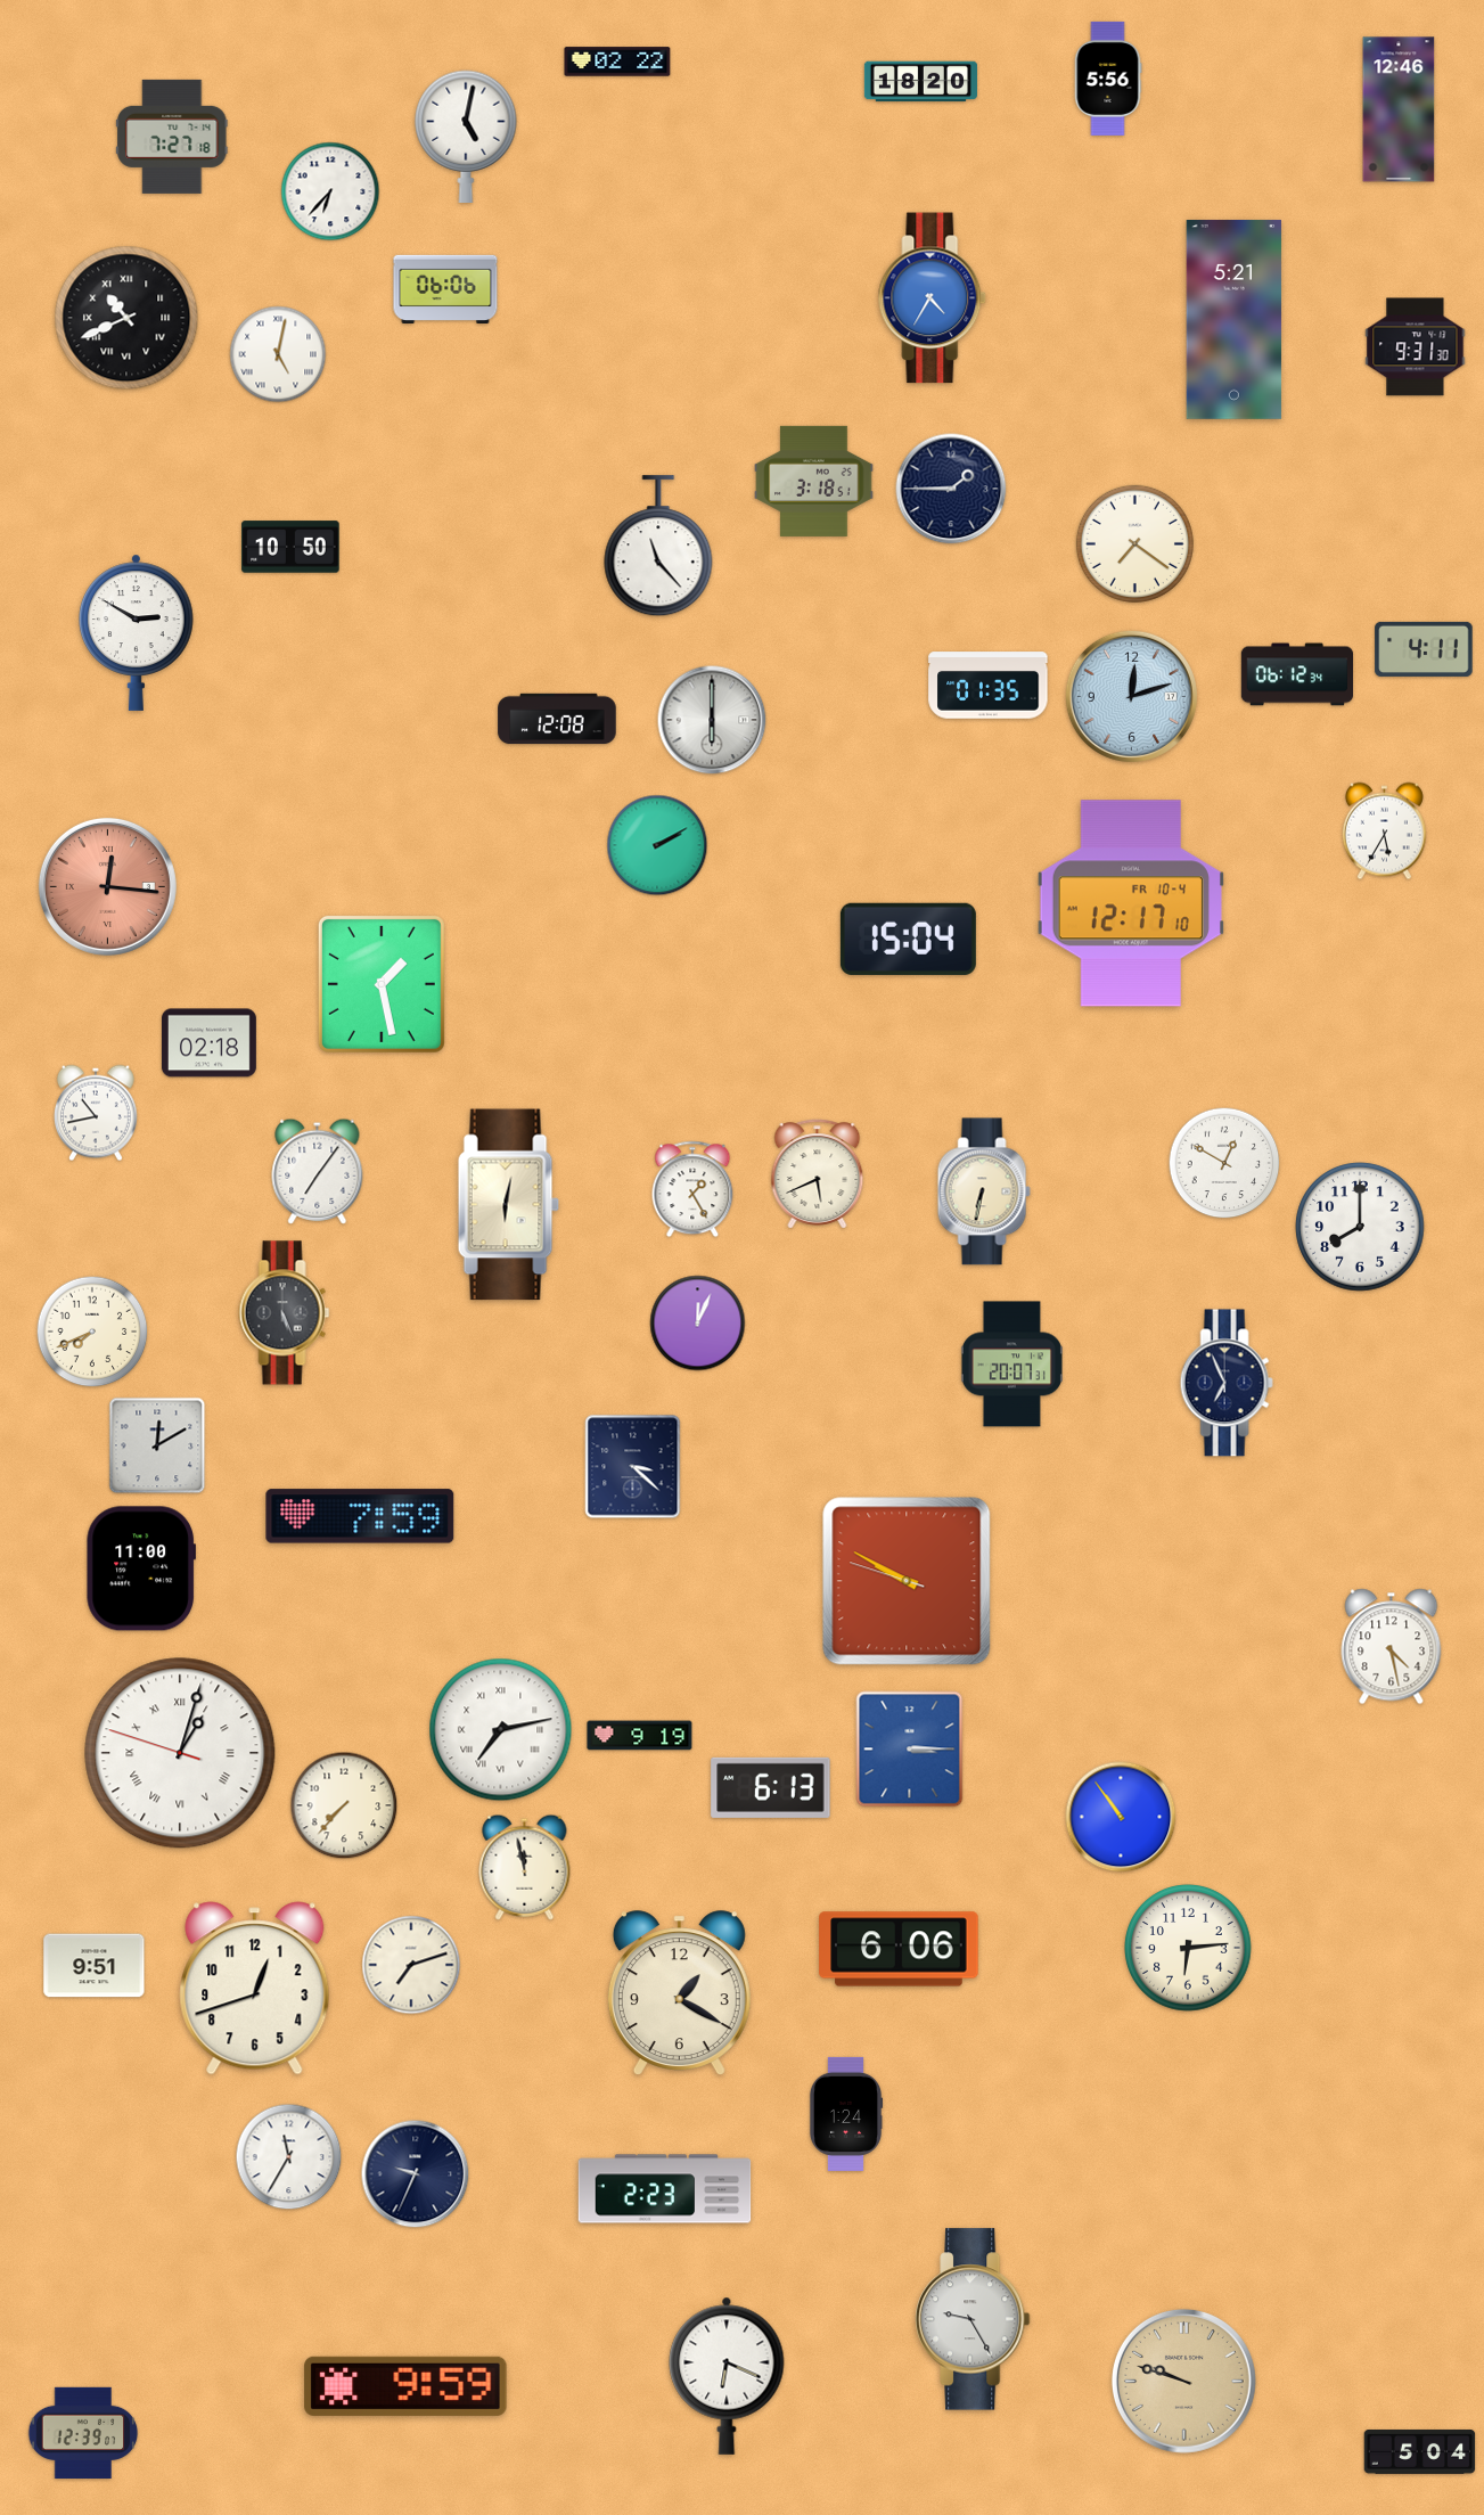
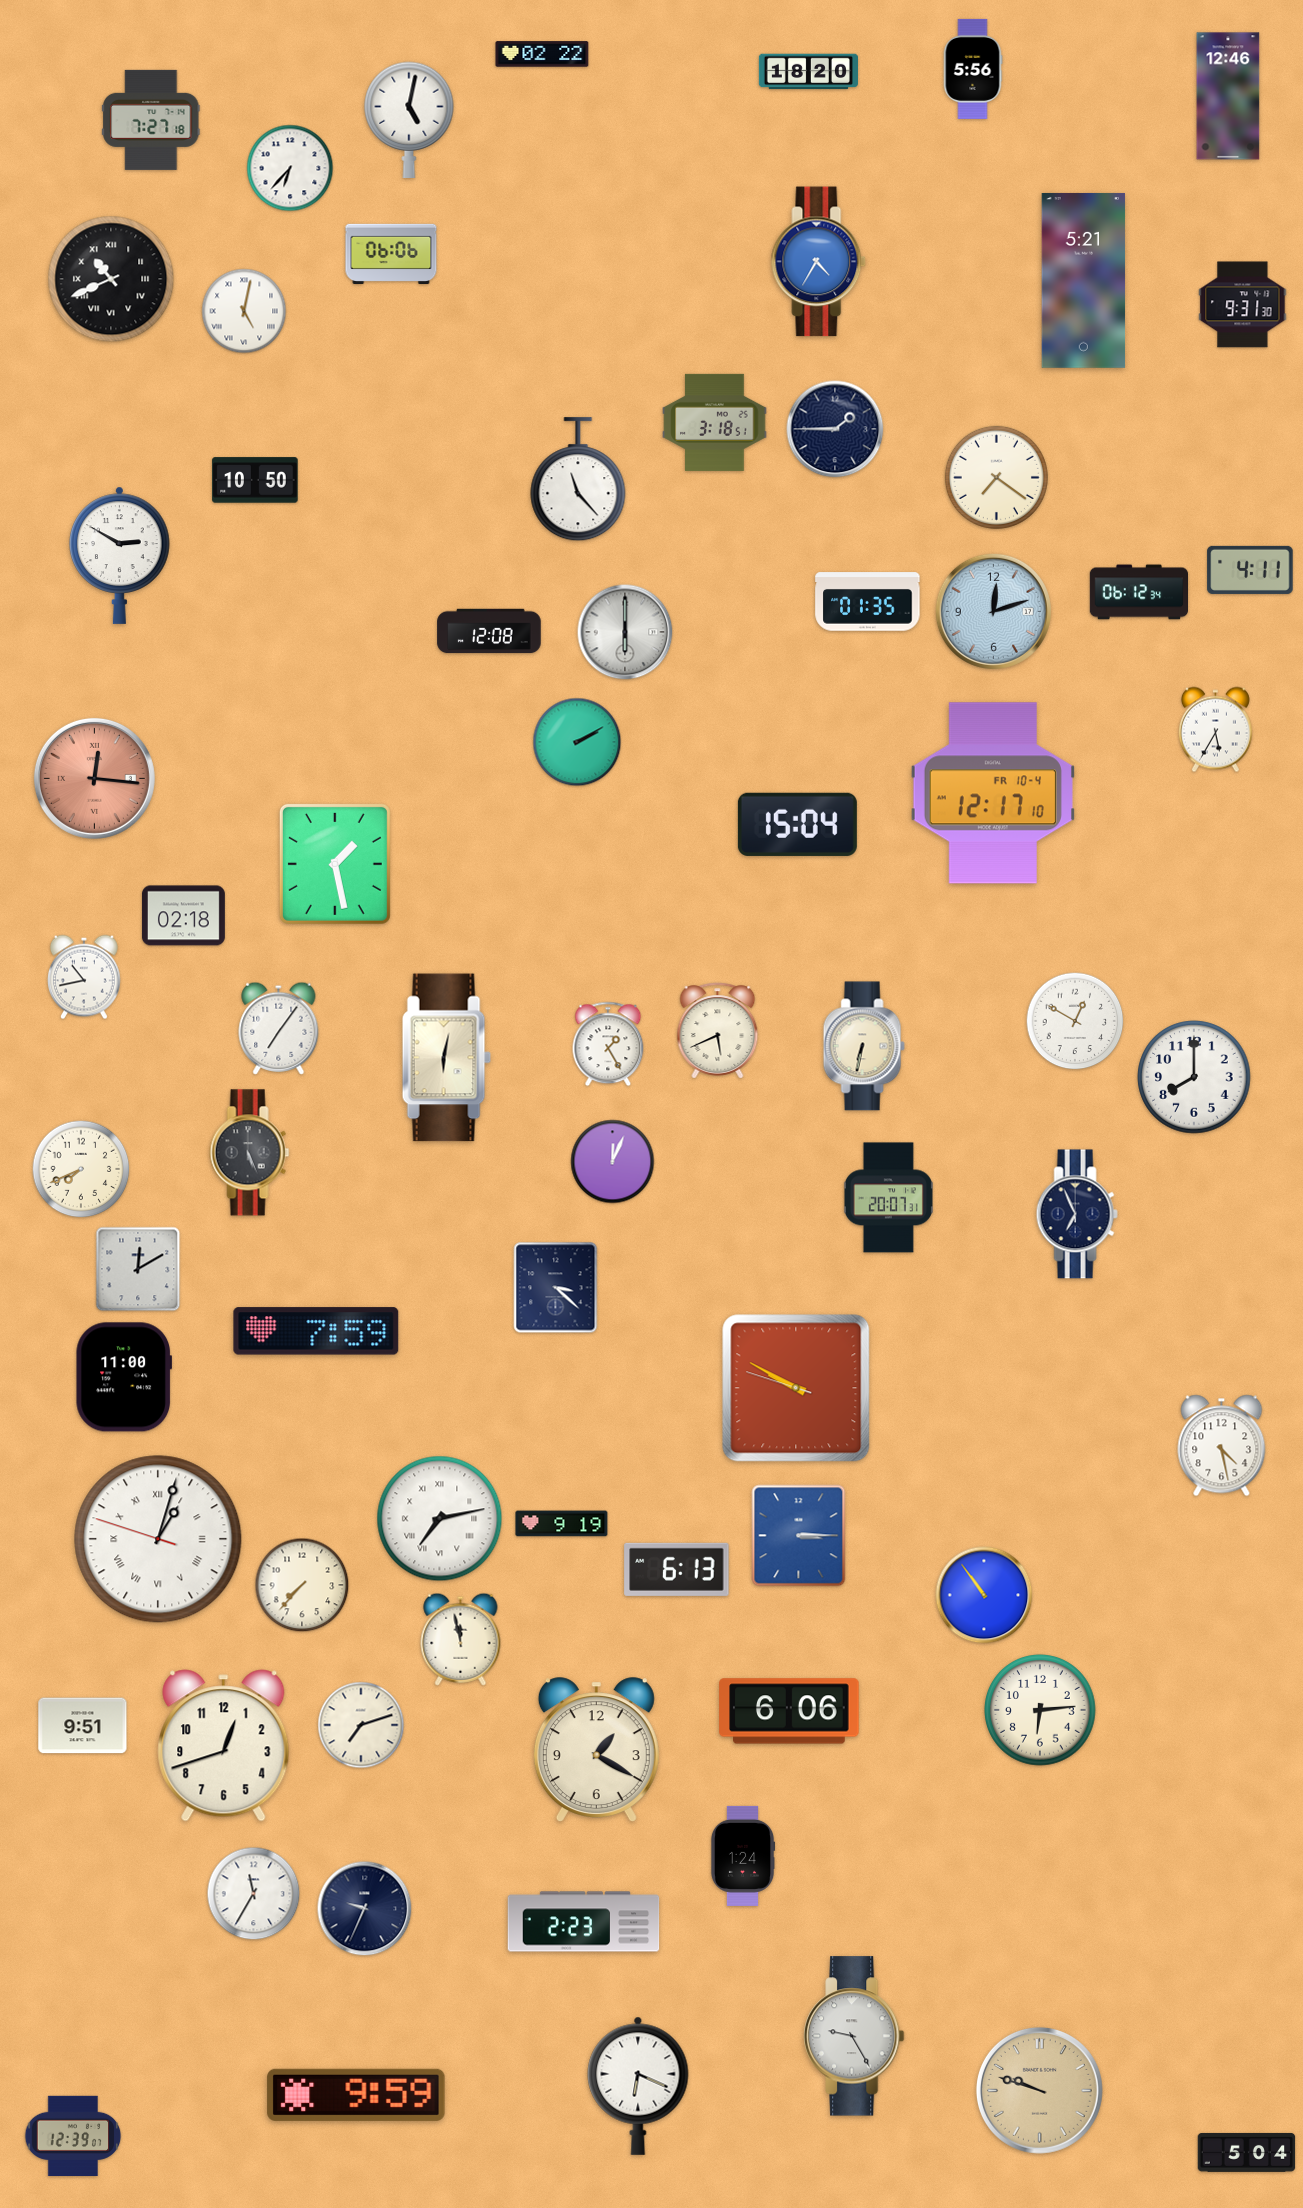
clock at (1188, 1948) position: (1188, 1948) -> (1040, 1710)
